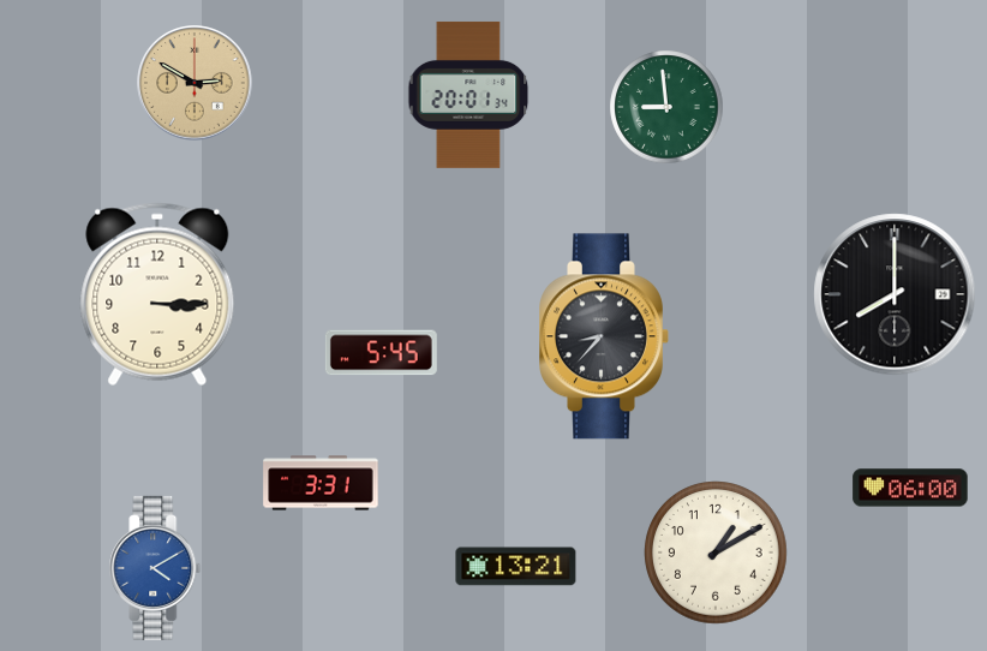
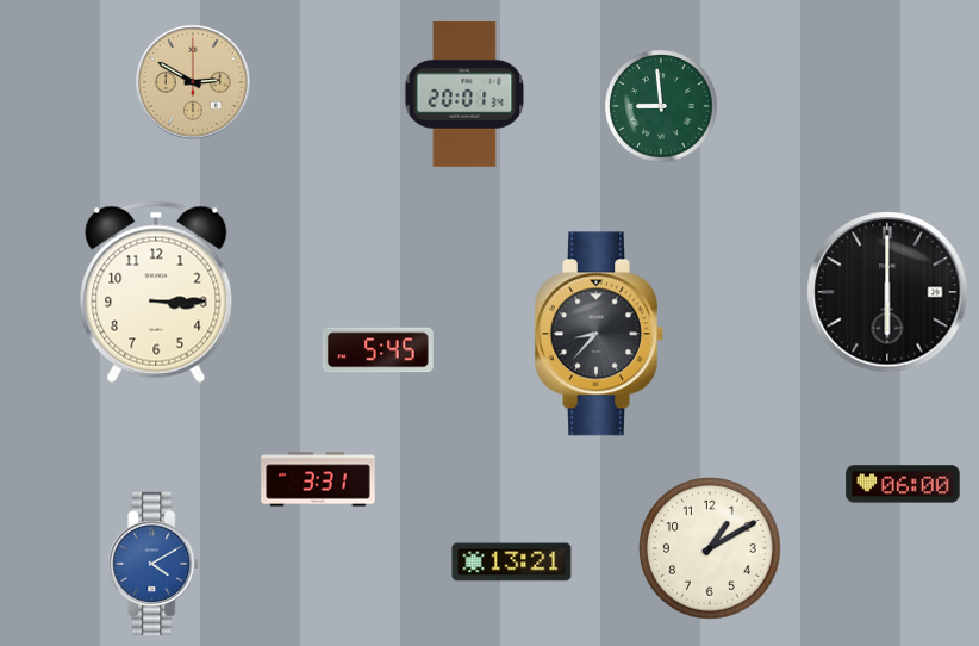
clock at (895, 294): 8:00 -> 6:00
